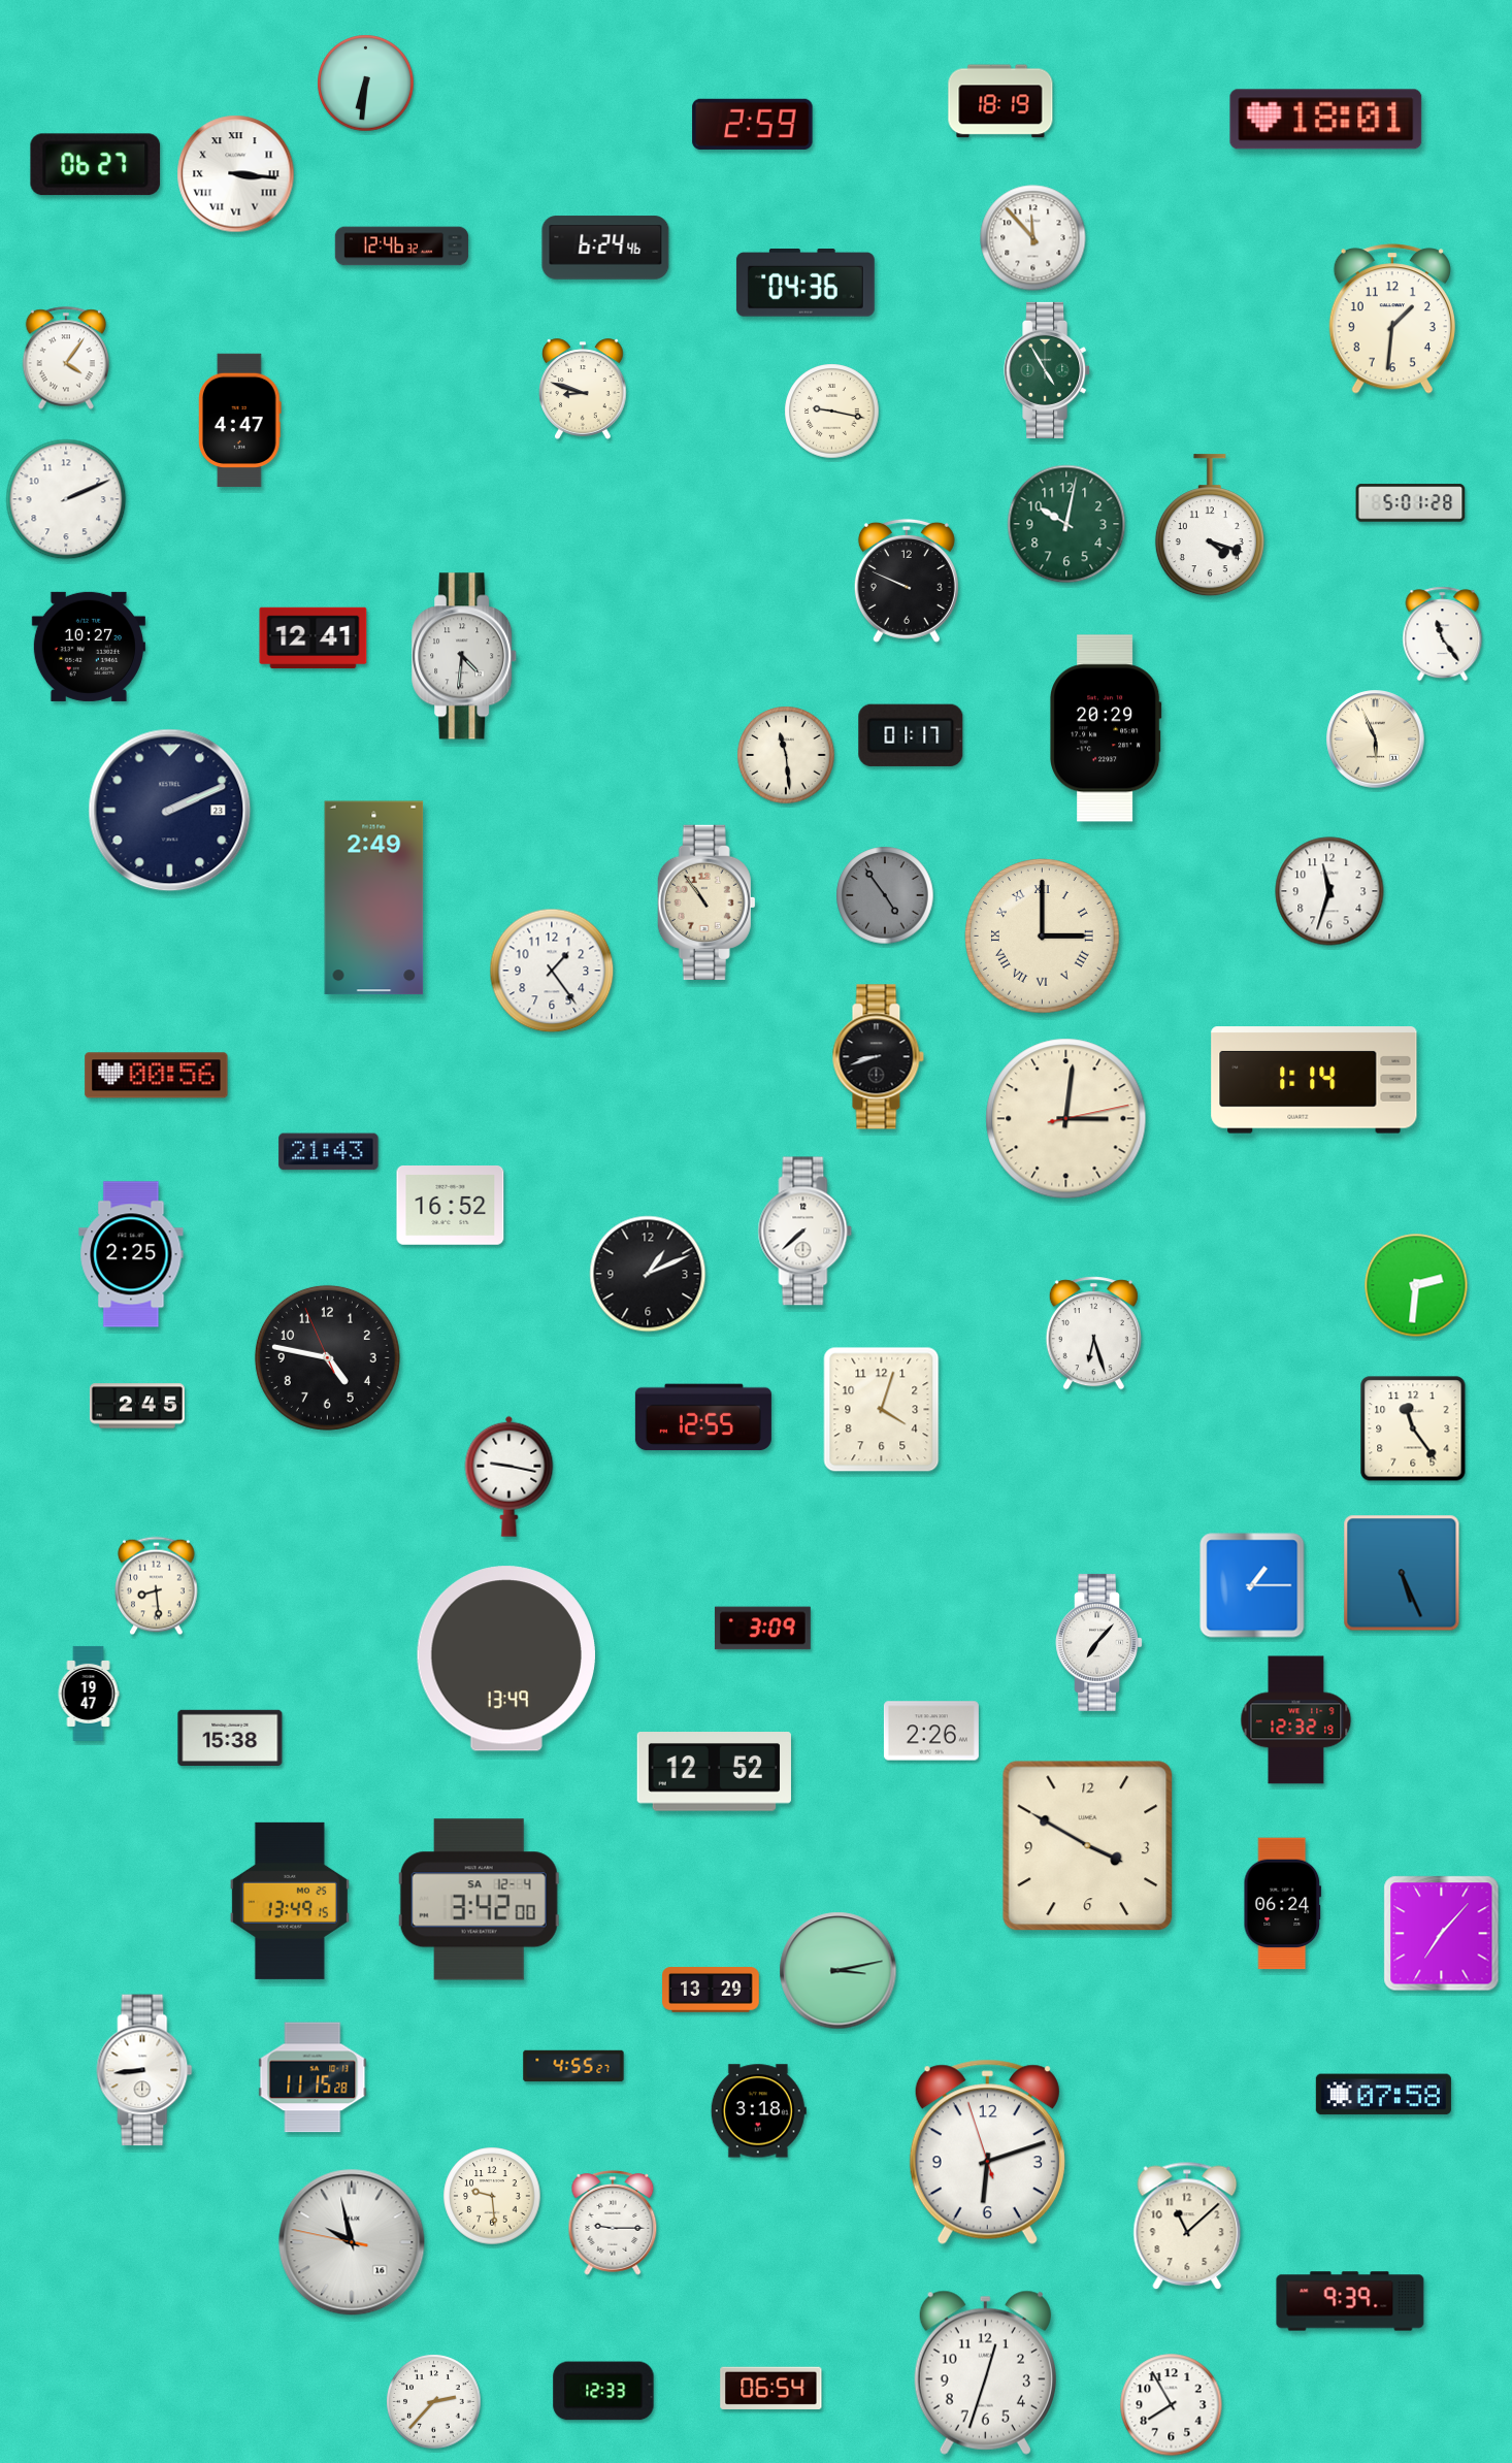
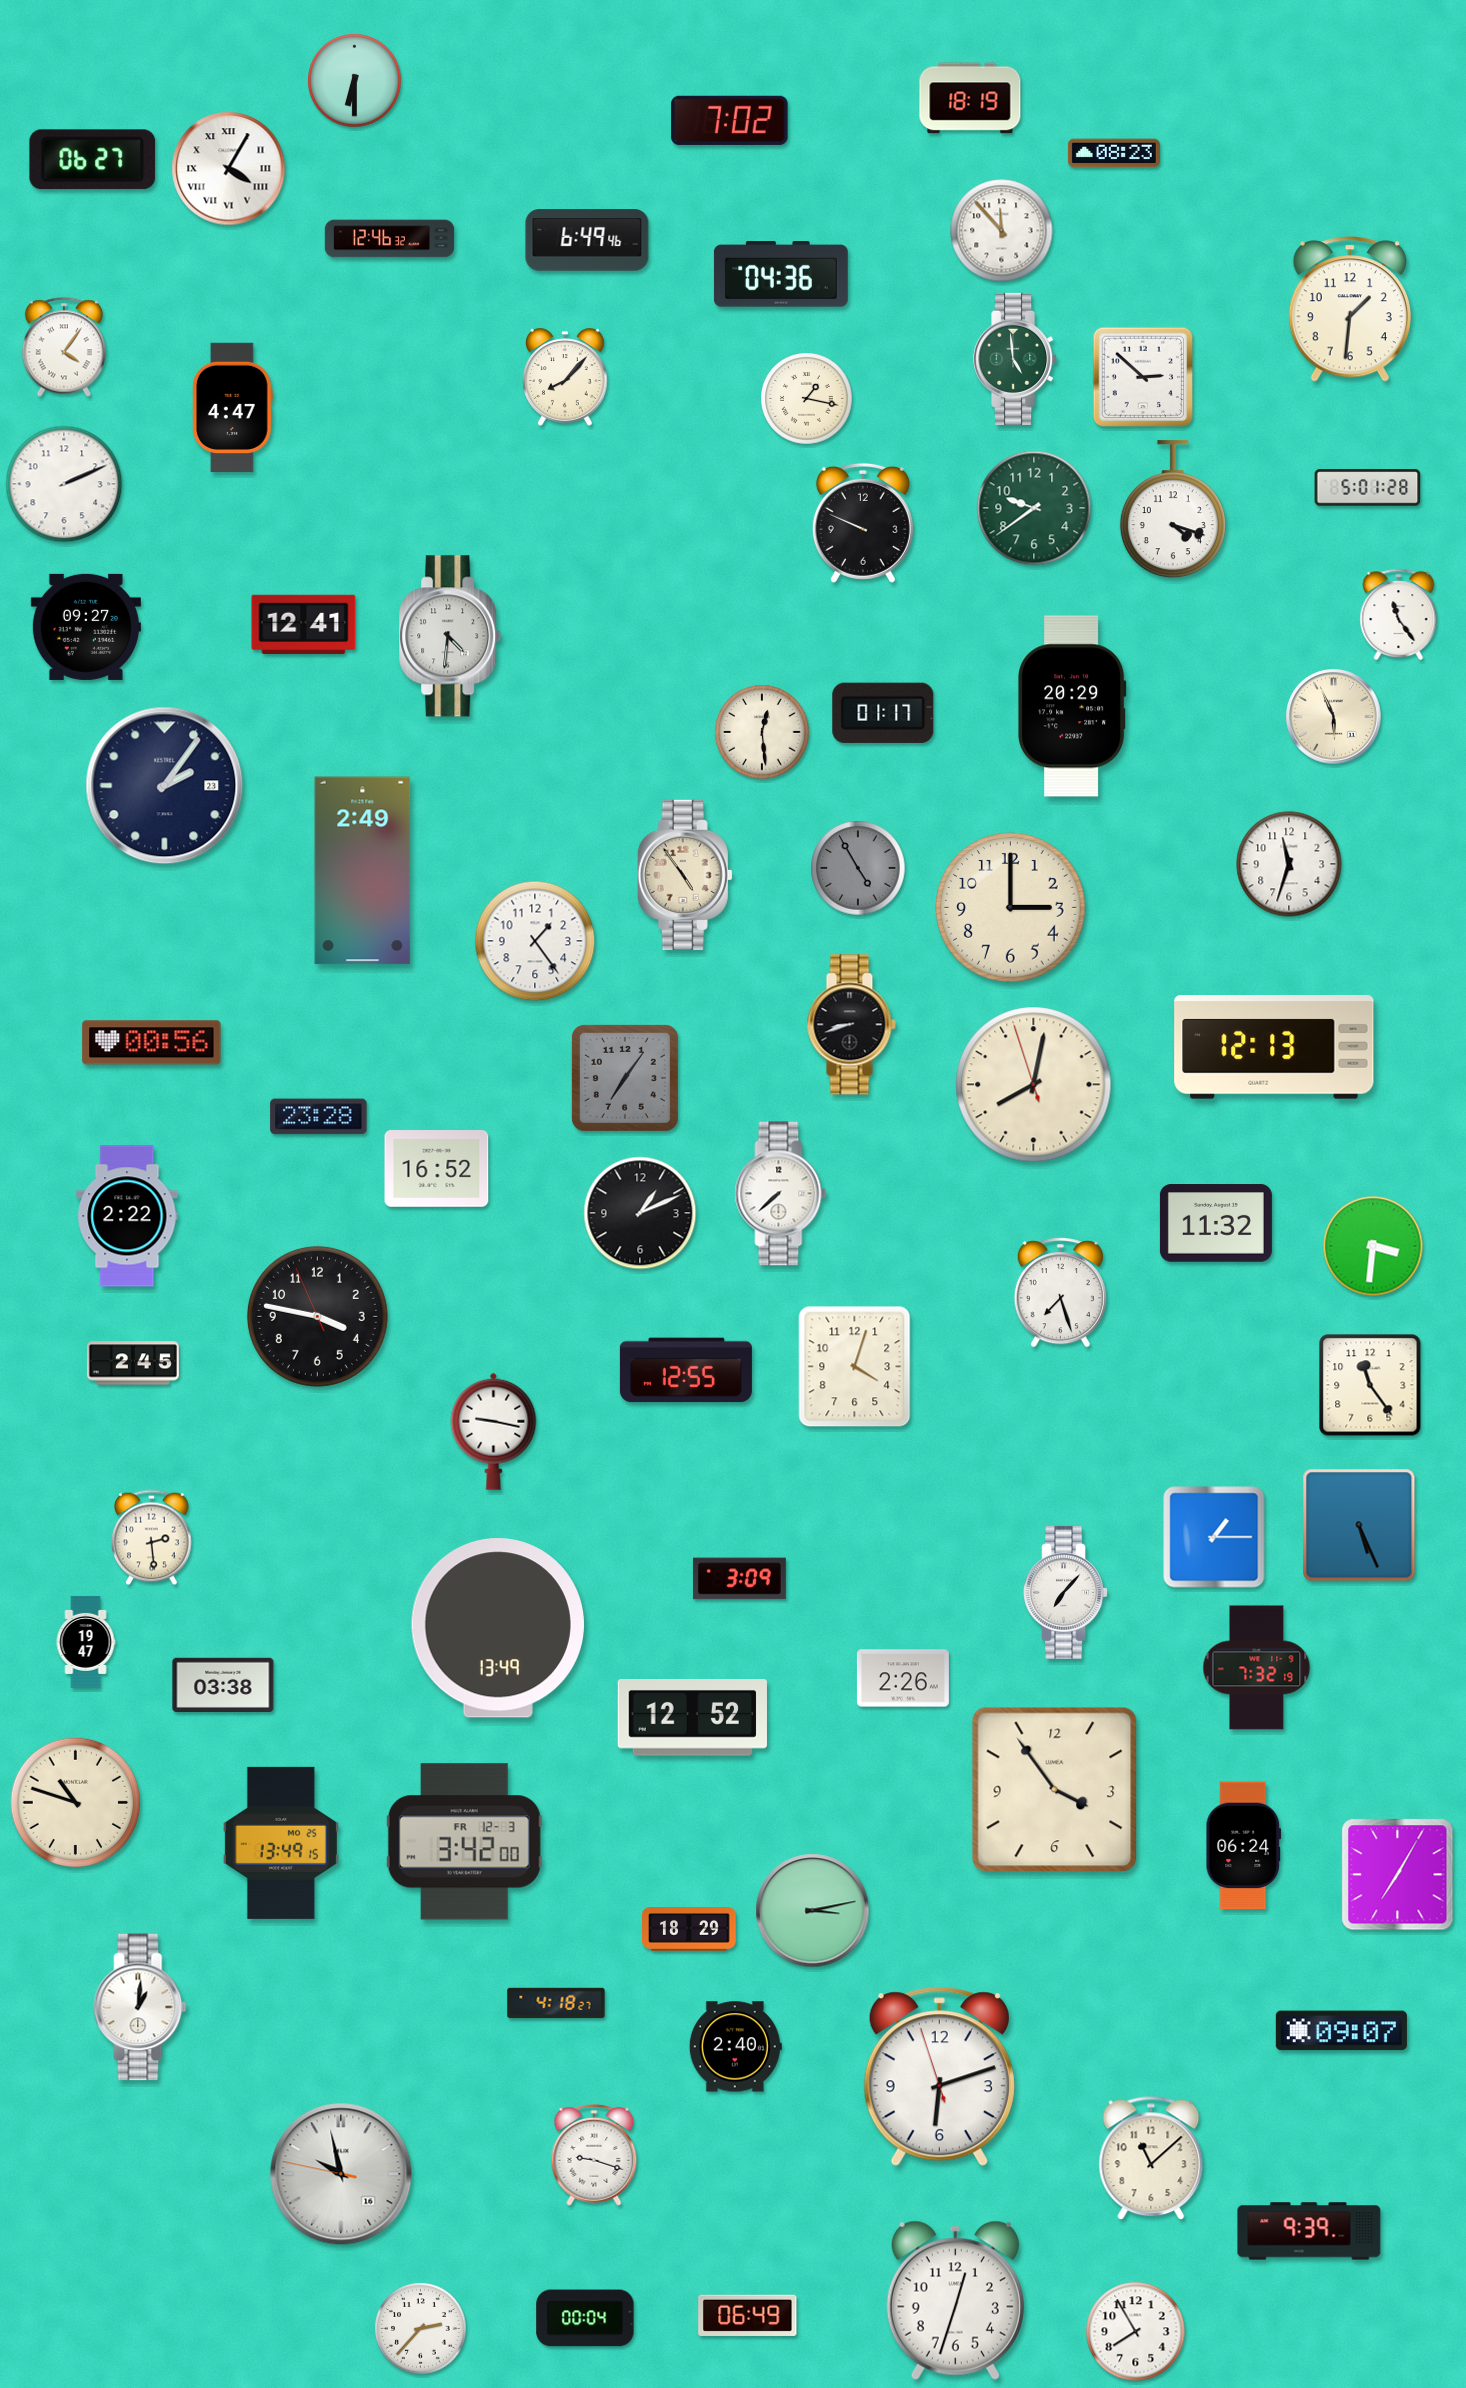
clock at (366, 84): 6:31 -> 6:30
clock at (1326, 120): 18:01 -> none
clock at (753, 124): 2:59 -> 7:02
clock at (1114, 153): none -> 08:23
clock at (236, 174): 3:16 -> 4:05
clock at (605, 248): 6:24 -> 6:49
clock at (1048, 370): 4:55 -> 4:59
clock at (583, 389): 8:48 -> 8:07
clock at (1143, 377): none -> 2:52
clock at (832, 412): 9:17 -> 1:17
clock at (1066, 524): 10:02 -> 9:39
clock at (907, 581) position: (907, 581) -> (863, 523)
clock at (314, 638) position: (314, 638) -> (304, 625)
clock at (89, 647): 10:27 -> 09:27
clock at (786, 755): 11:29 -> 12:29
clock at (170, 811): 2:11 -> 2:06
clock at (885, 895): 4:54 -> 4:55
clock at (706, 902): 10:54 -> 4:54
clock at (1043, 937) numerals: Roman -> Arabic
clock at (1314, 1080): 1:14 -> 12:13
clock at (625, 1078): none -> 7:06
clock at (1066, 1119): 3:01 -> 8:01
clock at (329, 1152): 21:43 -> 23:28
clock at (131, 1254): 2:25 -> 2:22
clock at (1216, 1223): none -> 11:32
clock at (648, 1274) position: (648, 1274) -> (640, 1213)
clock at (1416, 1285): 2:31 -> 3:31
clock at (1093, 1334): 6:27 -> 7:27
clock at (327, 1357): 4:46 -> 3:46
clock at (703, 1417) position: (703, 1417) -> (686, 1370)
clock at (157, 1586): 8:29 -> 2:29
clock at (506, 1659) position: (506, 1659) -> (498, 1628)
clock at (1296, 1720): 12:32 -> 7:32
clock at (230, 1737): 15:38 -> 03:38
clock at (1088, 1846): 3:50 -> 3:54
clock at (76, 1803): none -> 10:48
clock at (479, 1900) date: SA 12-4 -> FR 12-3
clock at (1442, 1934): 7:07 -> 7:05
clock at (711, 1990): 13:29 -> 18:29
clock at (573, 2066): 4:55 -> 4:18
clock at (144, 2070): 8:44 -> 1:01
clock at (313, 2077): 11:15 -> none
clock at (1383, 2095): 07:58 -> 09:07
clock at (758, 2111): 3:18 -> 2:40
clock at (987, 2153) position: (987, 2153) -> (939, 2077)
clock at (492, 2196): 9:29 -> none
clock at (613, 2223): 9:15 -> 9:18
clock at (771, 2388): 06:54 -> 06:49
clock at (603, 2391): 12:33 -> 00:04
